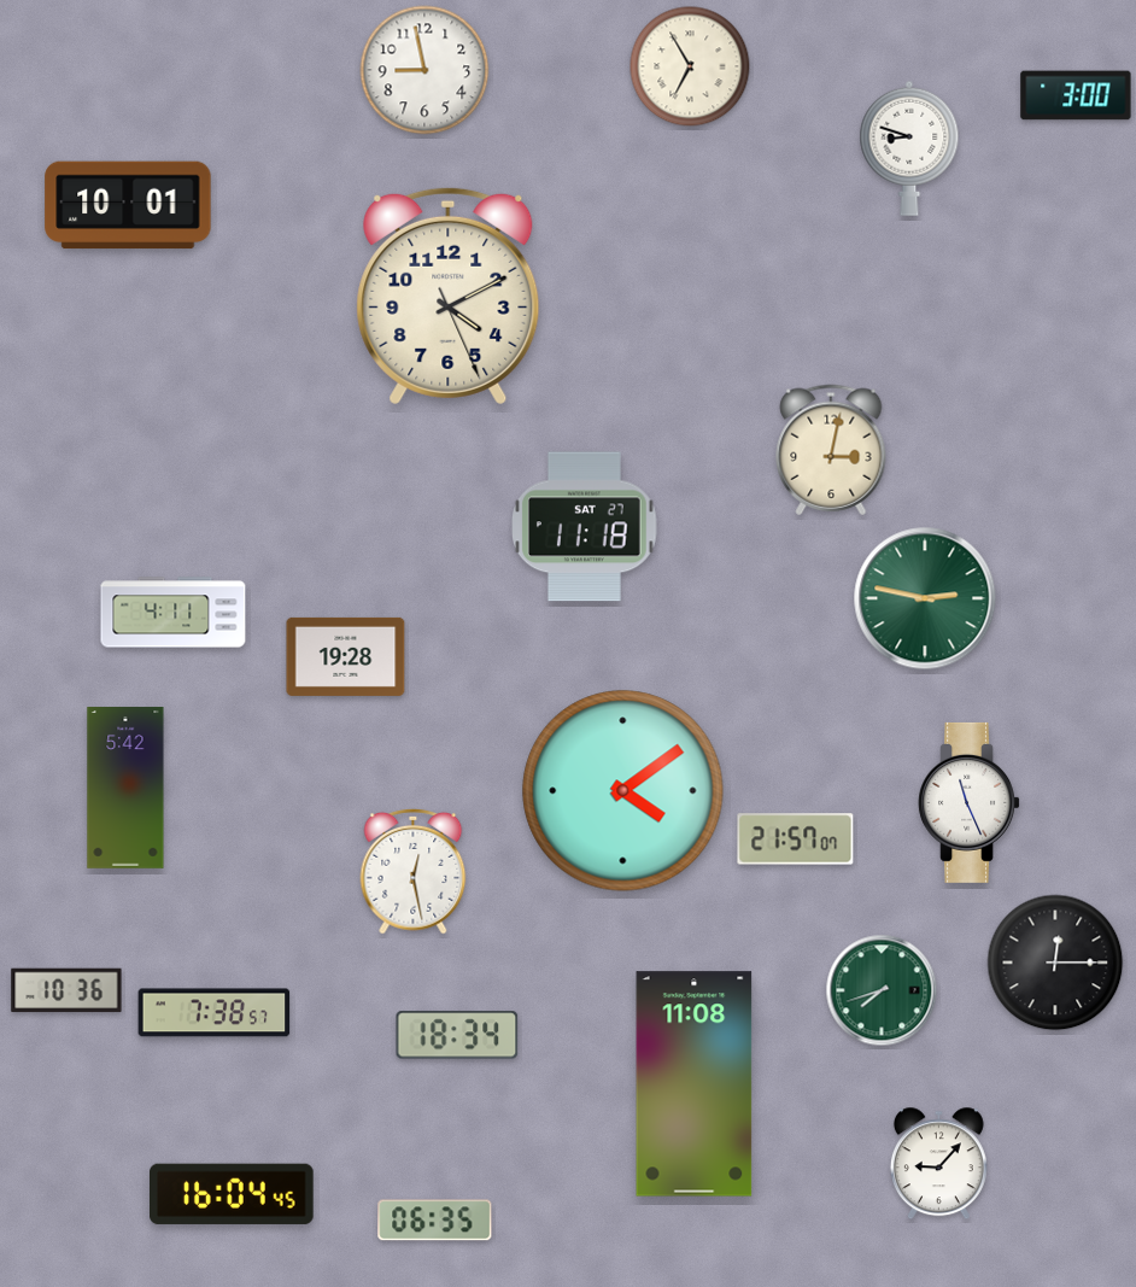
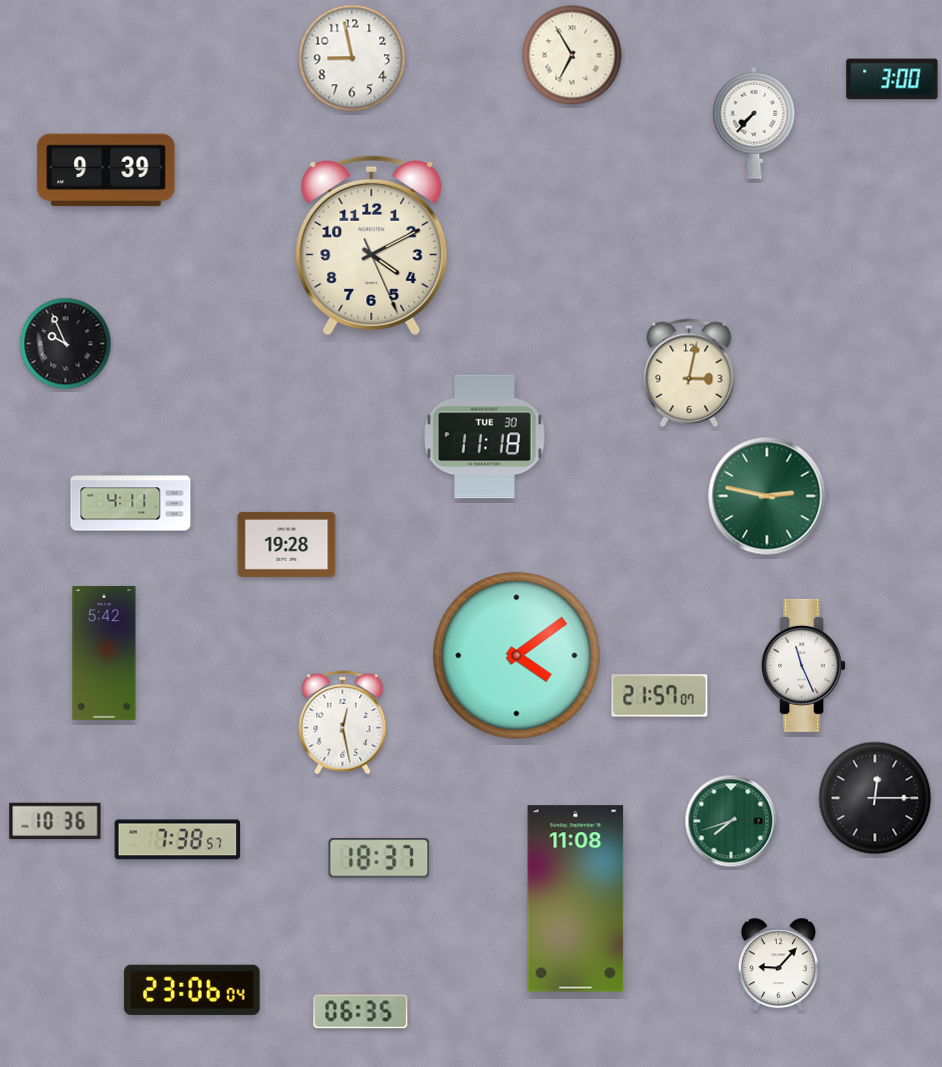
clock at (909, 148): 8:48 -> 7:37
clock at (128, 205): 10:01 -> 9:39
clock at (66, 344): none -> 9:56
clock at (585, 527) date: SAT 27 -> TUE 30
clock at (174, 613) position: (174, 613) -> (131, 502)
clock at (457, 1035): 18:34 -> 18:37
clock at (233, 1194): 16:04 -> 23:06
